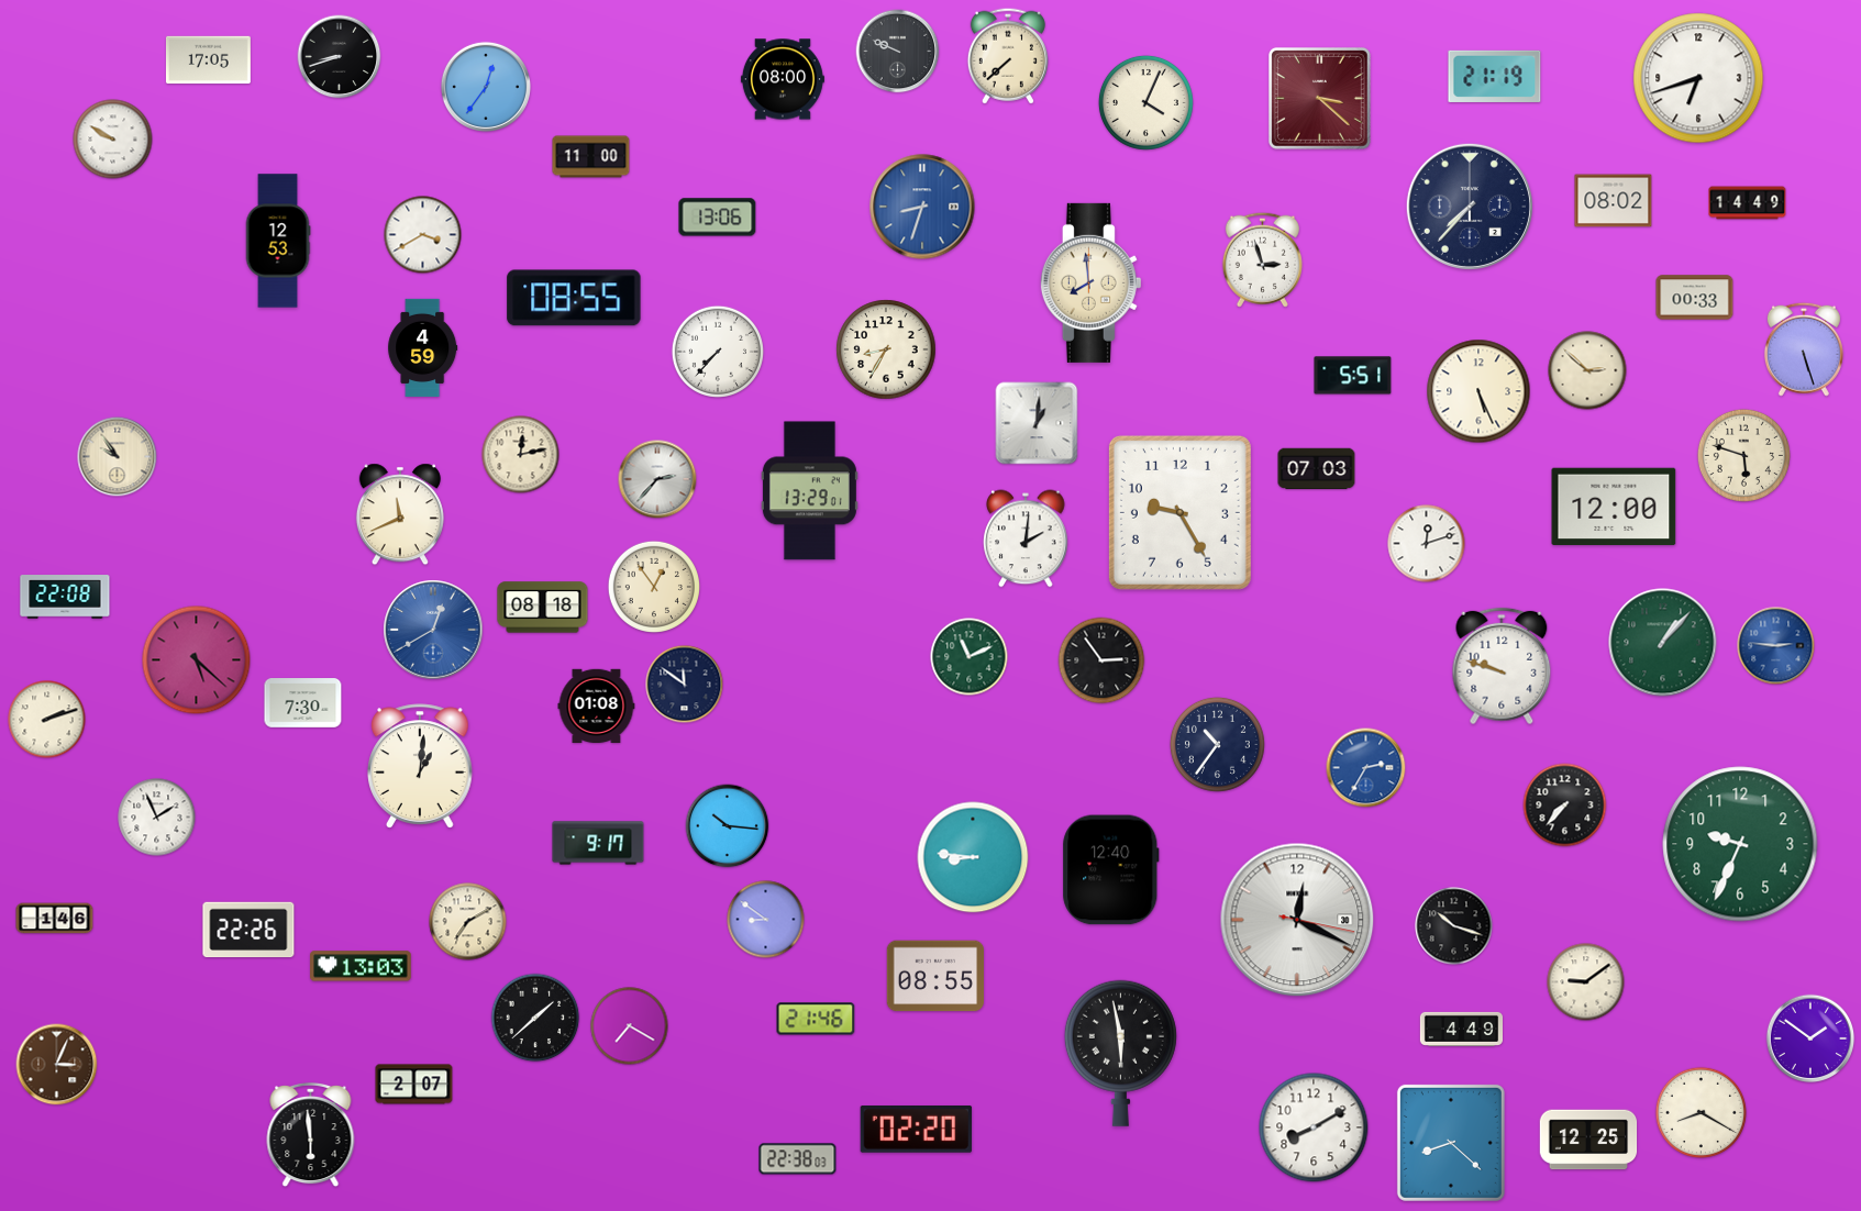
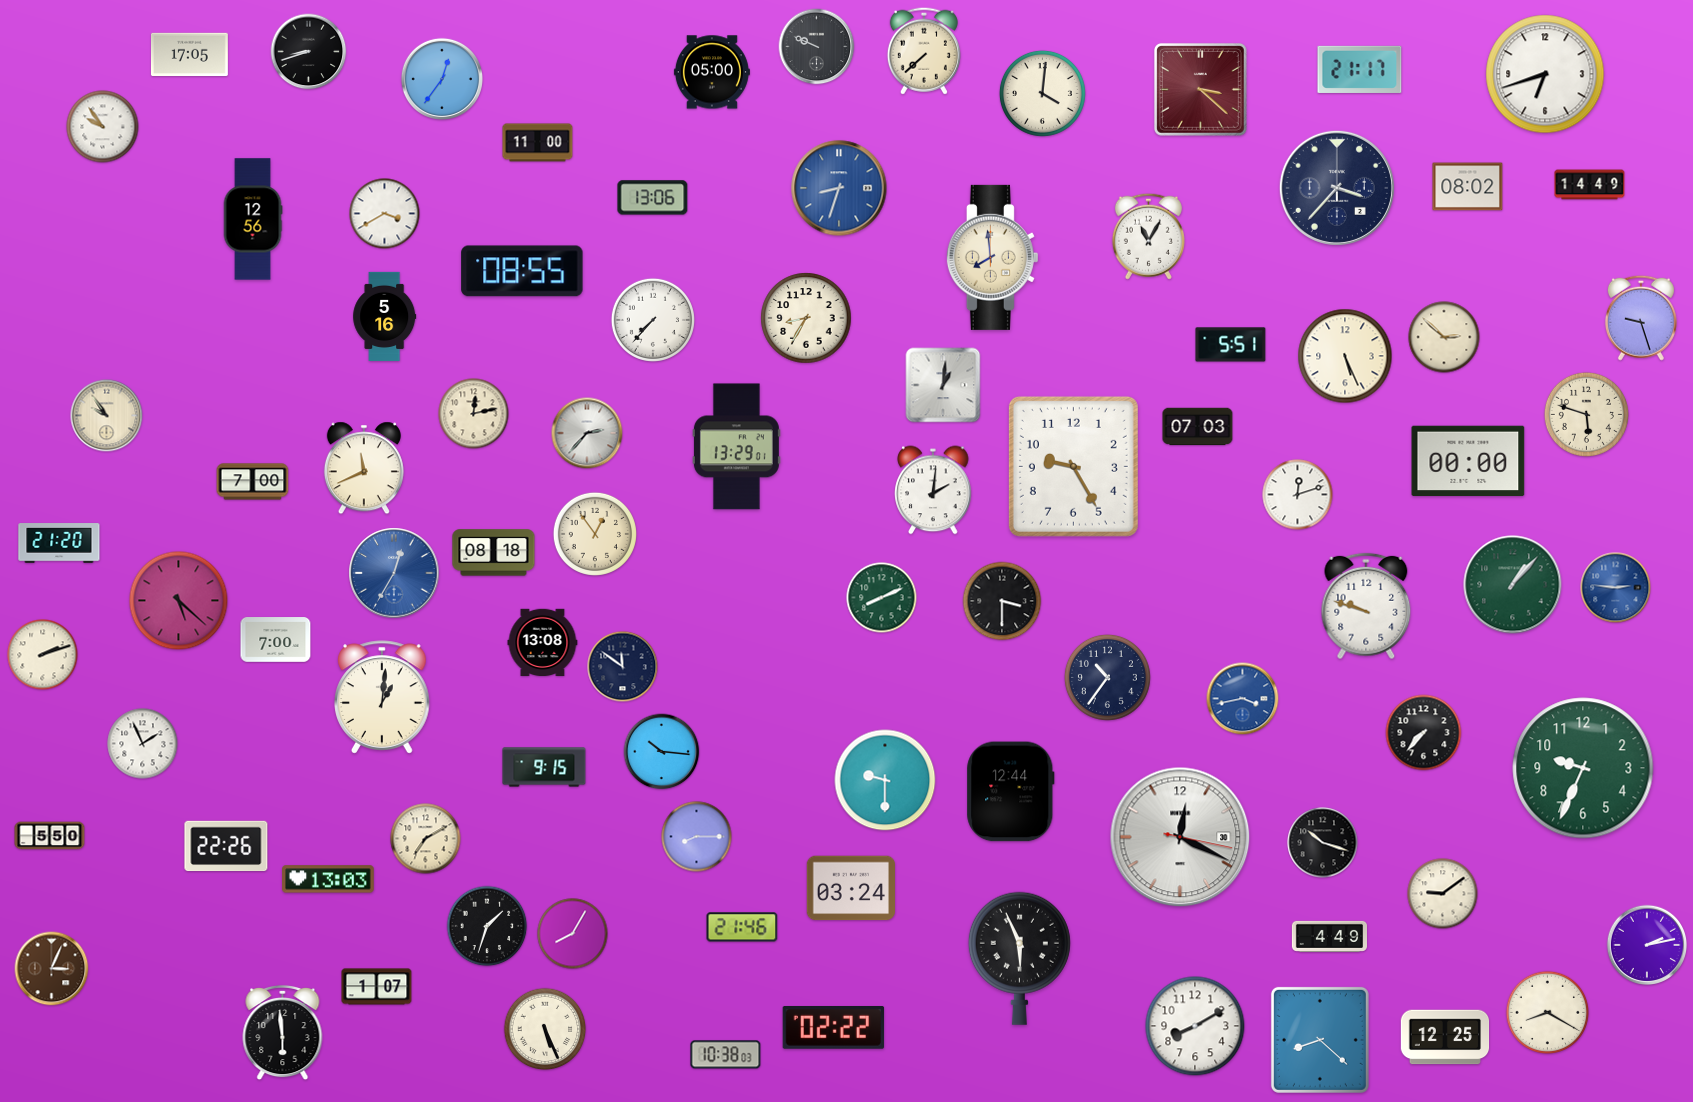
clock at (1008, 56) position: (1008, 56) -> (924, 51)
clock at (1495, 76): 21:19 -> 21:17
clock at (1698, 78) position: (1698, 78) -> (1545, 74)
clock at (783, 79): 08:00 -> 05:00
clock at (1145, 102): 4:04 -> 4:01
clock at (113, 140): 9:50 -> 9:54
clock at (1614, 201) position: (1614, 201) -> (1468, 187)
clock at (1470, 207): 7:37 -> 3:37
clock at (278, 241): 12:53 -> 12:56
clock at (1262, 259): 2:57 -> 11:05
clock at (1695, 298): 00:33 -> none
clock at (423, 347): 4:59 -> 5:16
clock at (1804, 349): 5:27 -> 9:27
clock at (1353, 376) position: (1353, 376) -> (1231, 345)
clock at (657, 479) position: (657, 479) -> (587, 433)
clock at (1614, 507): 12:00 -> 00:00
clock at (253, 482): none -> 7:00
clock at (65, 597): 22:08 -> 21:20
clock at (433, 630): 12:40 -> 12:35
clock at (970, 657): 11:11 -> 8:11
clock at (1101, 660): 2:54 -> 3:30
clock at (685, 685) position: (685, 685) -> (623, 667)
clock at (303, 703): 7:30 -> 7:00
clock at (597, 706): 01:08 -> 13:08
clock at (1366, 768): 2:35 -> 3:43
clock at (598, 843): 9:17 -> 9:15
clock at (973, 857): 8:46 -> 9:30
clock at (1111, 870): 12:40 -> 12:44
clock at (55, 919): 1:46 -> 5:50
clock at (766, 920): 8:51 -> 8:15
clock at (934, 976): 08:55 -> 03:24
clock at (535, 1018): 1:38 -> 1:33
clock at (630, 1026): 7:20 -> 8:05
clock at (1810, 1038): 1:51 -> 2:13
clock at (1120, 1053): 5:58 -> 5:56
clock at (414, 1085): 2:07 -> 1:07
clock at (917, 1130): 02:20 -> 02:22
clock at (545, 1029): none -> 5:26
clock at (798, 1159): 22:38 -> 10:38
